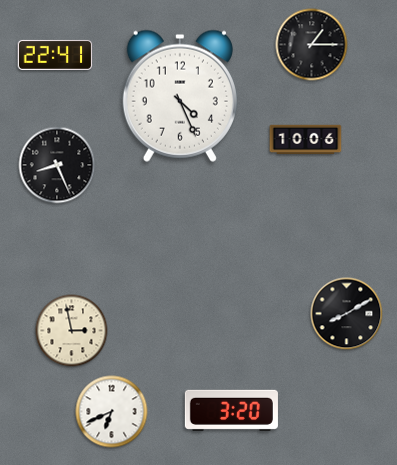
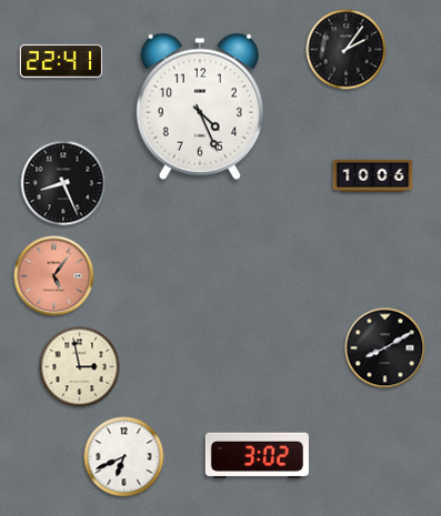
clock at (312, 45): 1:15 -> 2:06
clock at (306, 140) position: (306, 140) -> (373, 176)
clock at (54, 276): none -> 5:06
clock at (231, 410): 3:20 -> 3:02
